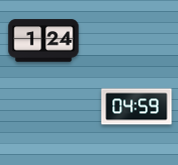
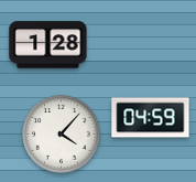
clock at (44, 41): 1:24 -> 1:28
clock at (62, 135): none -> 4:07
